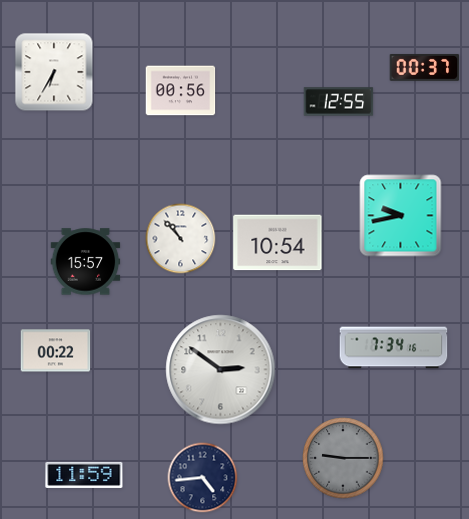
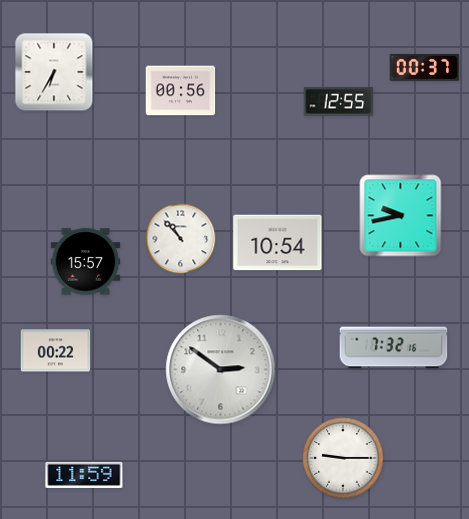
clock at (394, 348): 7:34 -> 7:32
clock at (343, 458) dial: grey -> white
clock at (203, 478): 4:44 -> none
